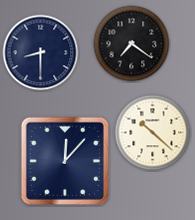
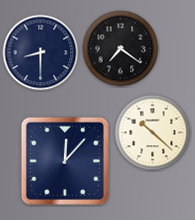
clock at (132, 44) position: (132, 44) -> (121, 49)
